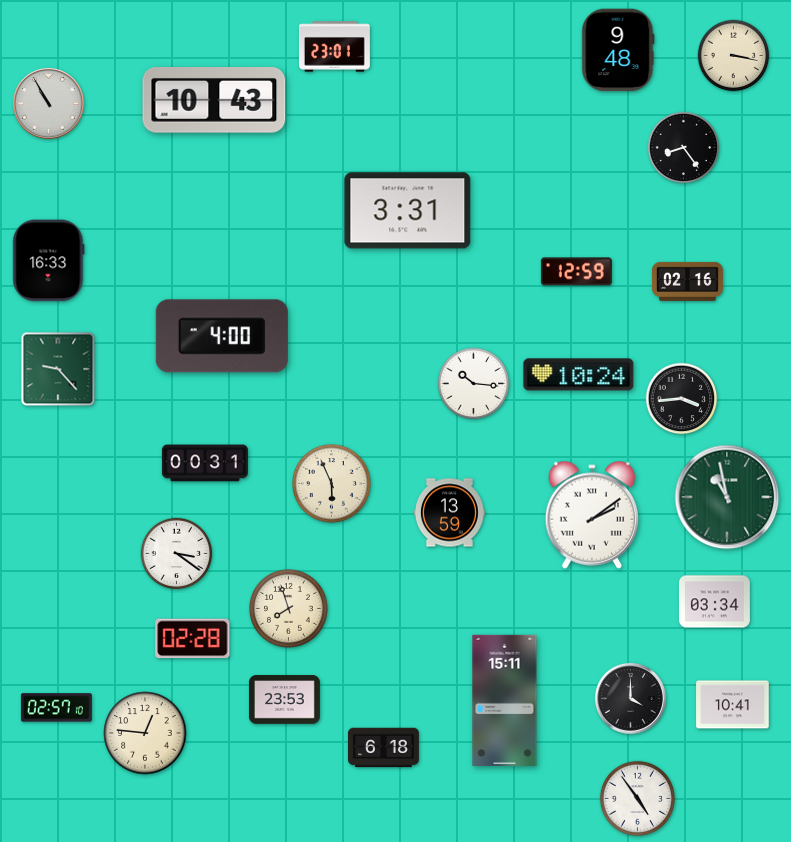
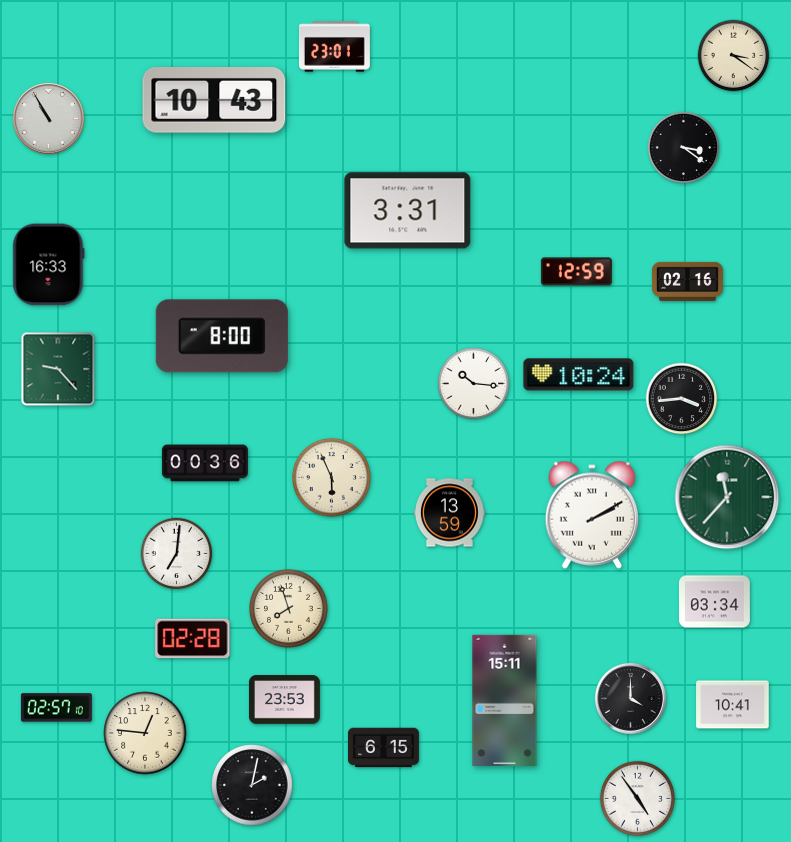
clock at (618, 50): 9:48 -> none
clock at (734, 56): 3:17 -> 3:21
clock at (48, 103) position: (48, 103) -> (48, 118)
clock at (684, 148): 8:24 -> 3:21
clock at (49, 261) position: (49, 261) -> (49, 265)
clock at (222, 336): 4:00 -> 8:00
clock at (205, 463): 00:31 -> 00:36
clock at (332, 484) position: (332, 484) -> (332, 478)
clock at (727, 497): 10:58 -> 11:37
clock at (592, 515): 2:09 -> 2:10
clock at (177, 554): 3:21 -> 7:01
clock at (383, 748): 6:18 -> 6:15
clock at (252, 785): none -> 2:02
